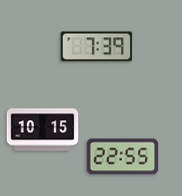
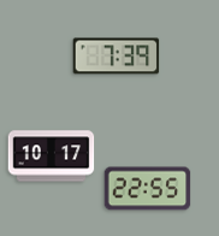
clock at (43, 130): 10:15 -> 10:17
